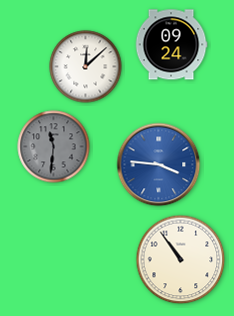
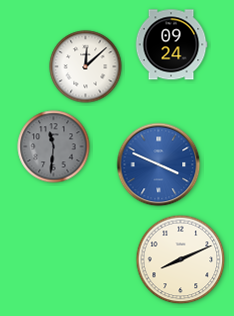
clock at (159, 165): 3:46 -> 3:49
clock at (181, 260): 10:54 -> 8:11
